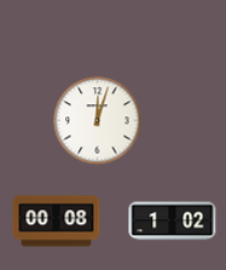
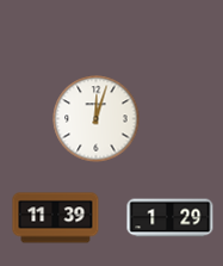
clock at (57, 222): 00:08 -> 11:39
clock at (173, 222): 1:02 -> 1:29
